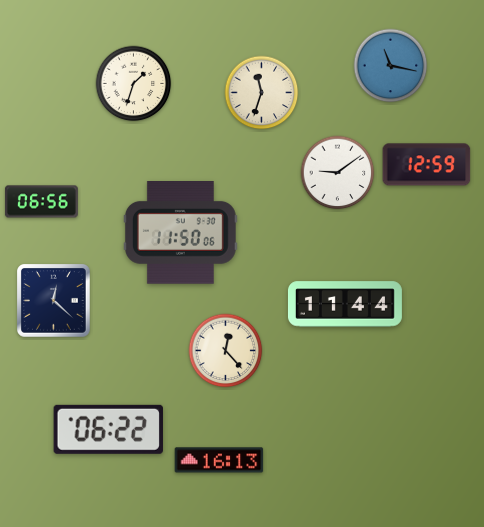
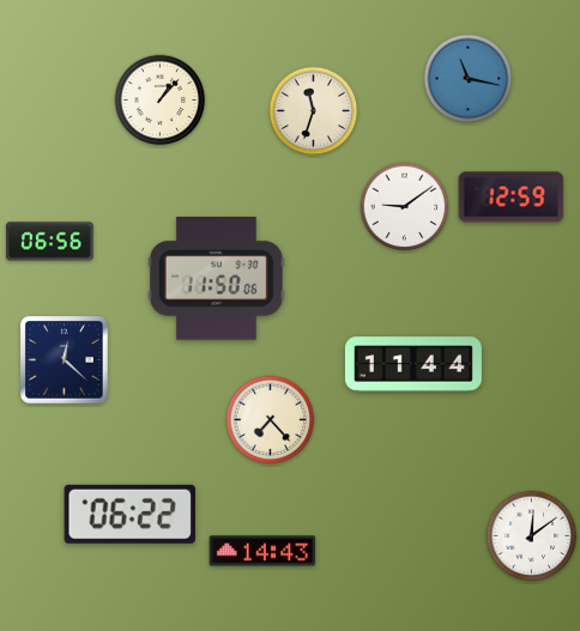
clock at (134, 84): 1:33 -> 1:07
clock at (226, 351): 12:23 -> 7:23
clock at (532, 536): none -> 12:09
clock at (219, 460): 16:13 -> 14:43
